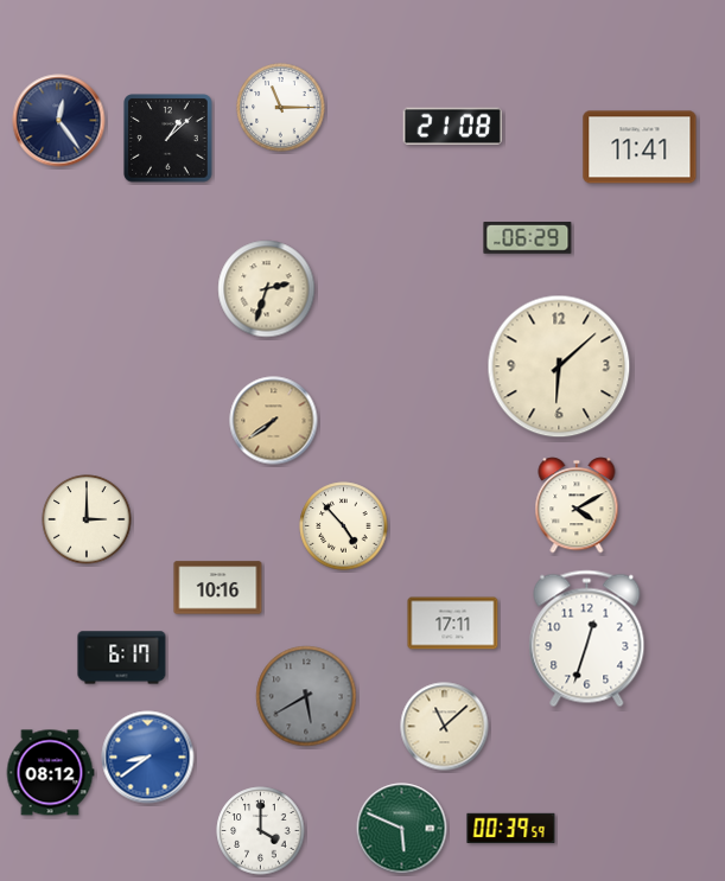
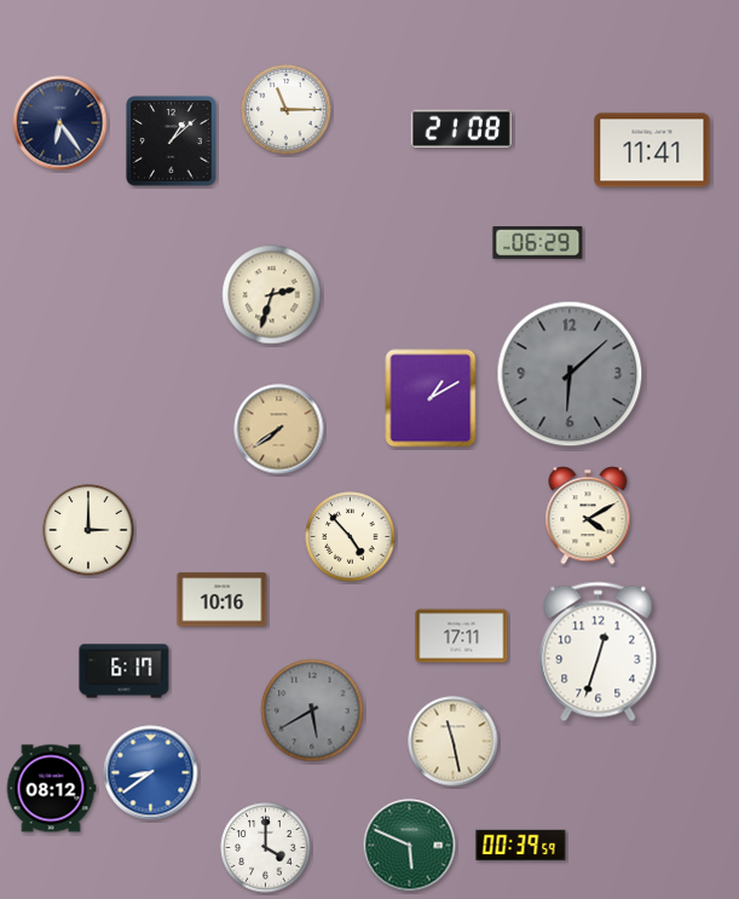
clock at (59, 121): 12:24 -> 6:24
clock at (559, 366) dial: cream -> grey
clock at (431, 398): none -> 1:10
clock at (445, 727): 11:08 -> 11:28
